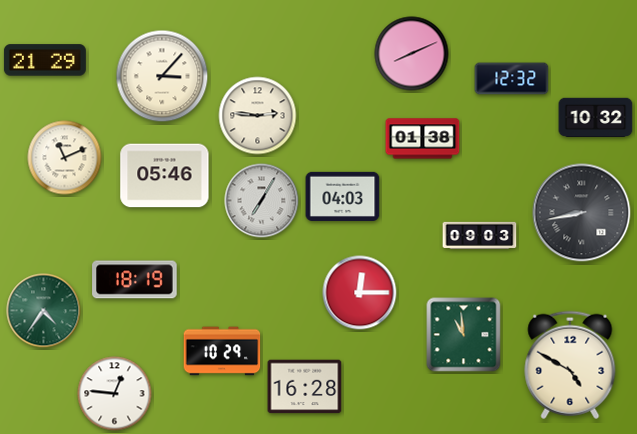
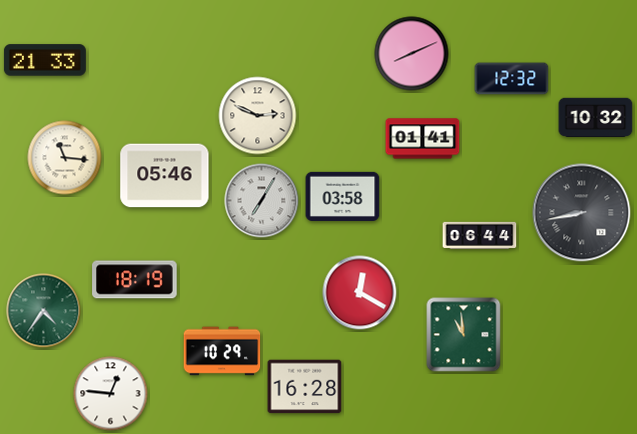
clock at (45, 60): 21:29 -> 21:33
clock at (162, 76): 3:07 -> none
clock at (258, 116): 2:46 -> 2:49
clock at (423, 139): 01:38 -> 01:41
clock at (65, 158): 11:11 -> 11:16
clock at (343, 196): 04:03 -> 03:58
clock at (480, 235): 09:03 -> 06:44
clock at (360, 293): 12:15 -> 12:20
clock at (570, 365): 4:50 -> none
clock at (115, 394) position: (115, 394) -> (111, 394)
